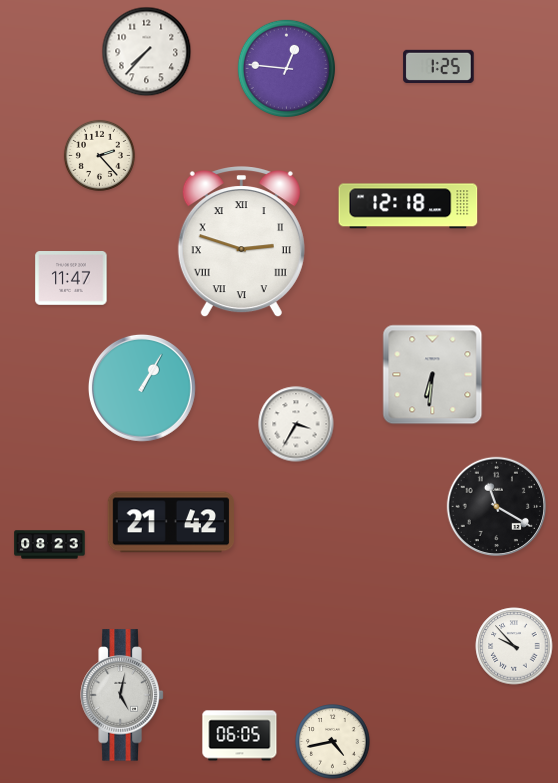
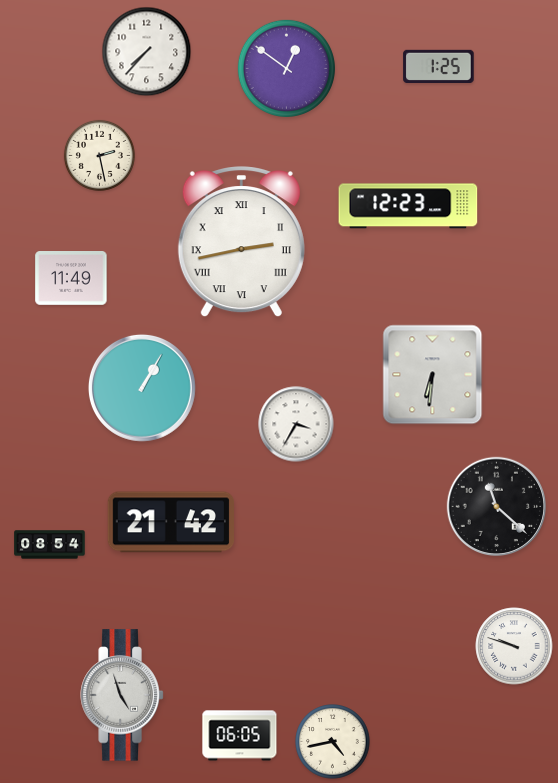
clock at (286, 68): 12:46 -> 12:51
clock at (99, 155): 2:23 -> 2:28
clock at (408, 206): 12:18 -> 12:23
clock at (241, 242): 2:48 -> 2:43
clock at (71, 279): 11:47 -> 11:49
clock at (496, 506): 11:20 -> 11:22
clock at (50, 545): 08:23 -> 08:54
clock at (514, 646): 9:53 -> 9:48
clock at (122, 695): 5:02 -> 4:57
